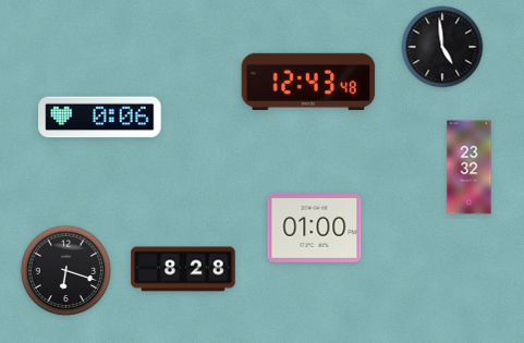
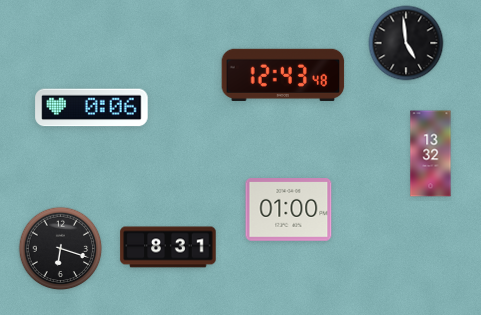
clock at (470, 168): 23:32 -> 13:32
clock at (183, 269): 8:28 -> 8:31
